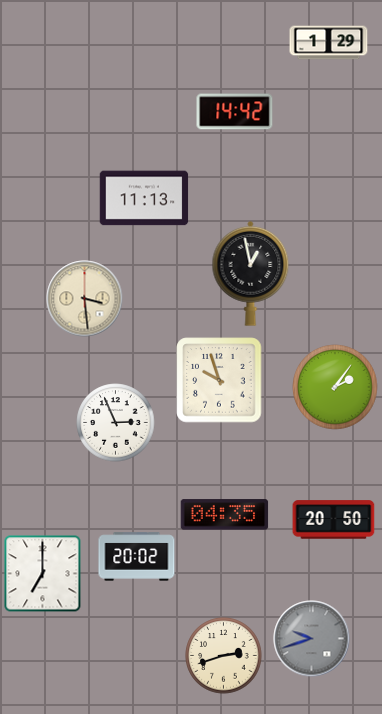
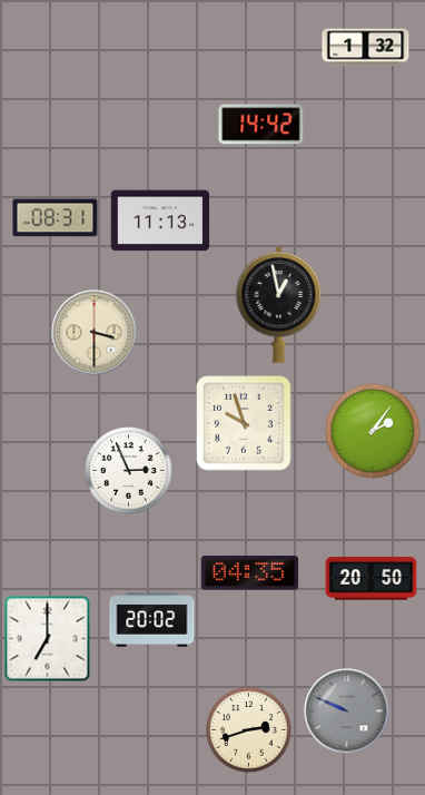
clock at (329, 43): 1:29 -> 1:32
clock at (56, 218): none -> 08:31
clock at (85, 299): 3:29 -> 3:30
clock at (312, 639): 9:42 -> 9:49
